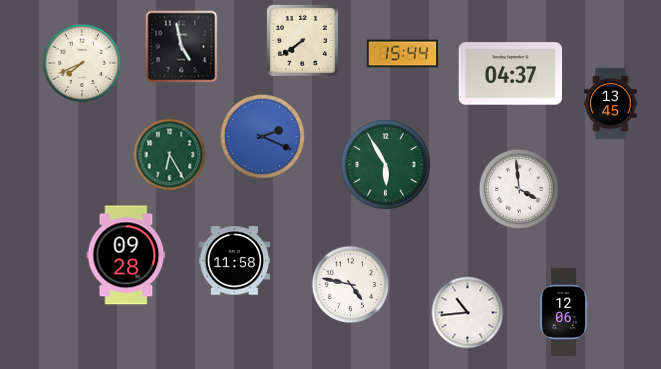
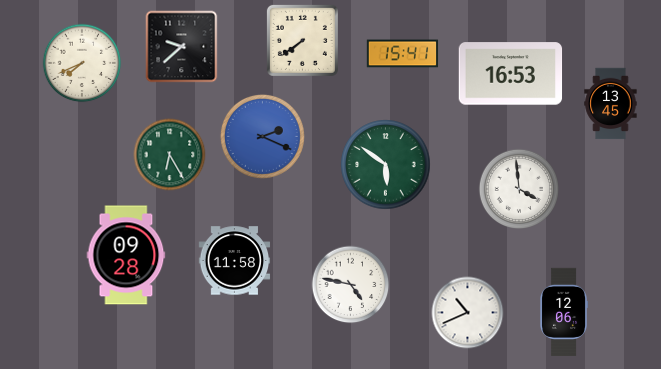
clock at (182, 47): 4:58 -> 9:38
clock at (403, 54): 15:44 -> 15:41
clock at (511, 74): 04:37 -> 16:53
clock at (386, 165): 5:55 -> 5:51
clock at (468, 313): 10:44 -> 10:41
